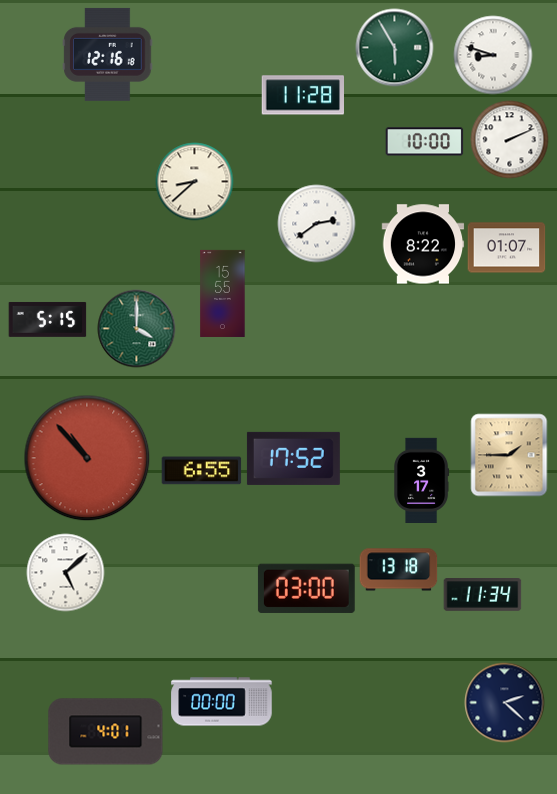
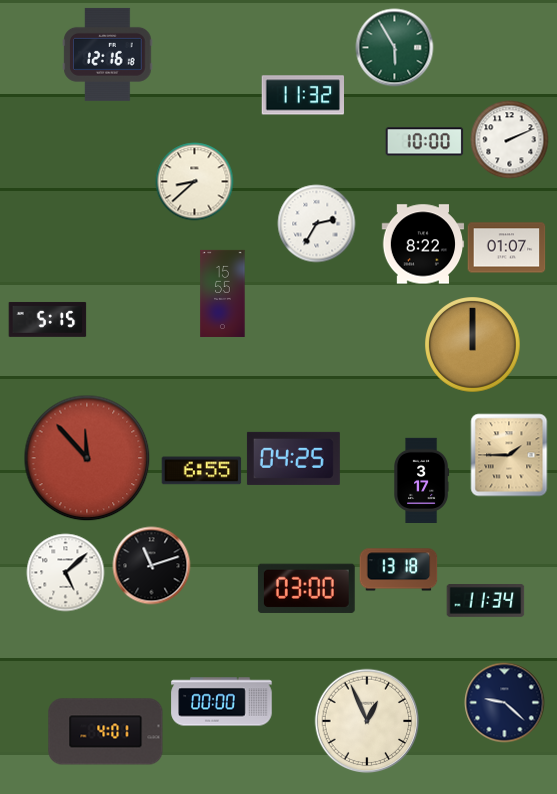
clock at (493, 55): 8:48 -> none
clock at (302, 95): 11:28 -> 11:32
clock at (316, 223): 2:39 -> 2:35
clock at (136, 328): 4:00 -> none
clock at (472, 344): none -> 12:00
clock at (87, 458): 10:53 -> 11:53
clock at (293, 458): 17:52 -> 04:25
clock at (151, 565): none -> 11:12
clock at (482, 595) position: (482, 595) -> (485, 601)
clock at (504, 702): 2:22 -> 9:22
clock at (367, 721): none -> 12:56
